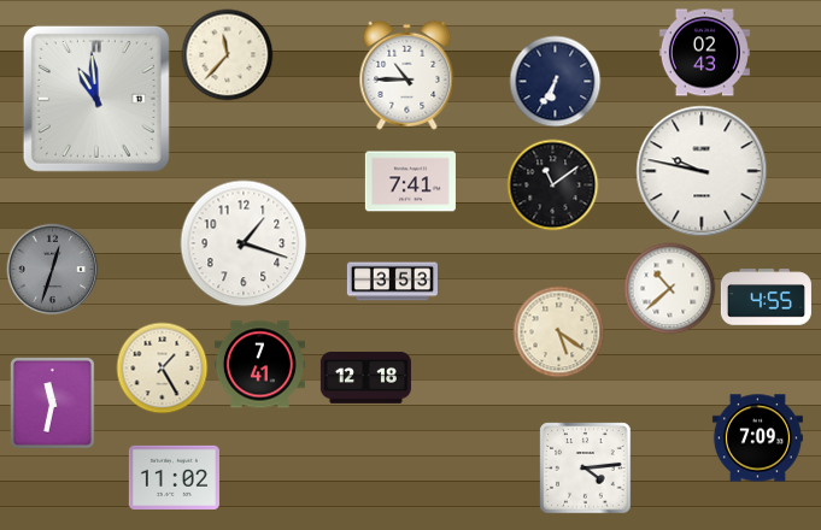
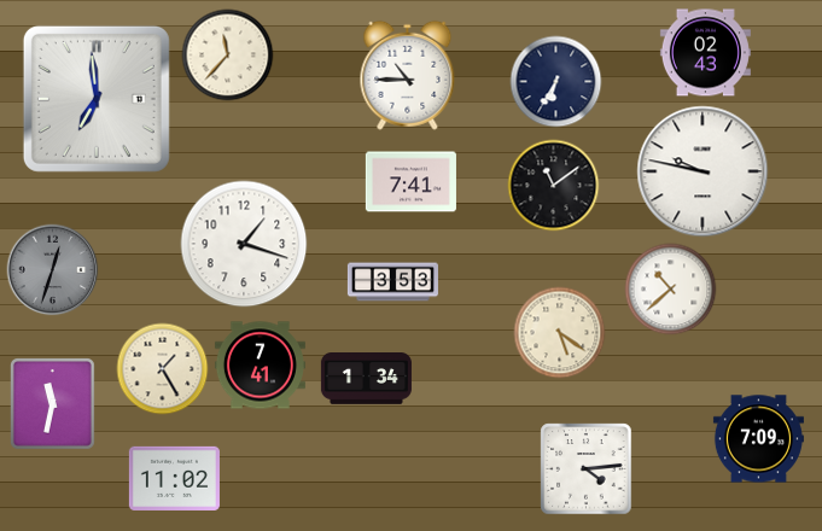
clock at (96, 99): 10:59 -> 6:59
clock at (766, 298): 4:55 -> none
clock at (365, 378): 12:18 -> 1:34
